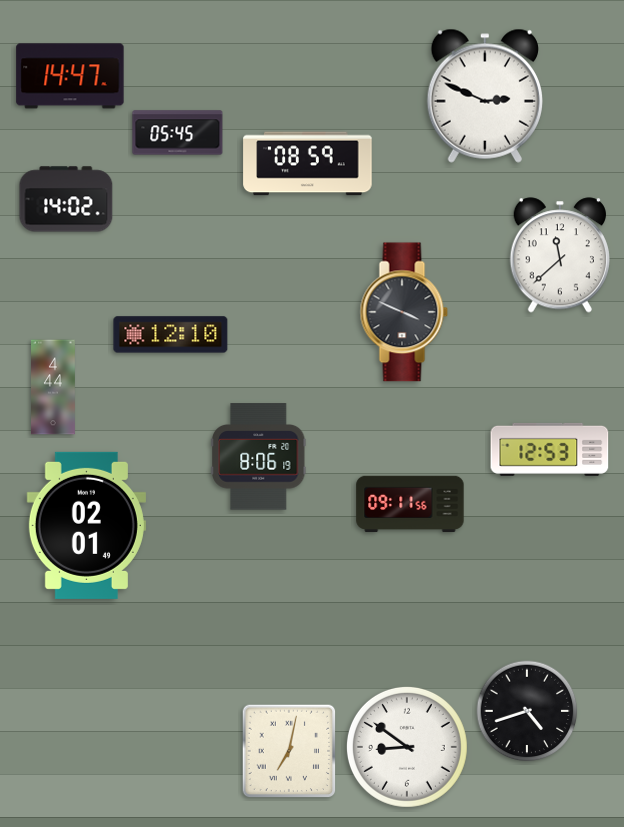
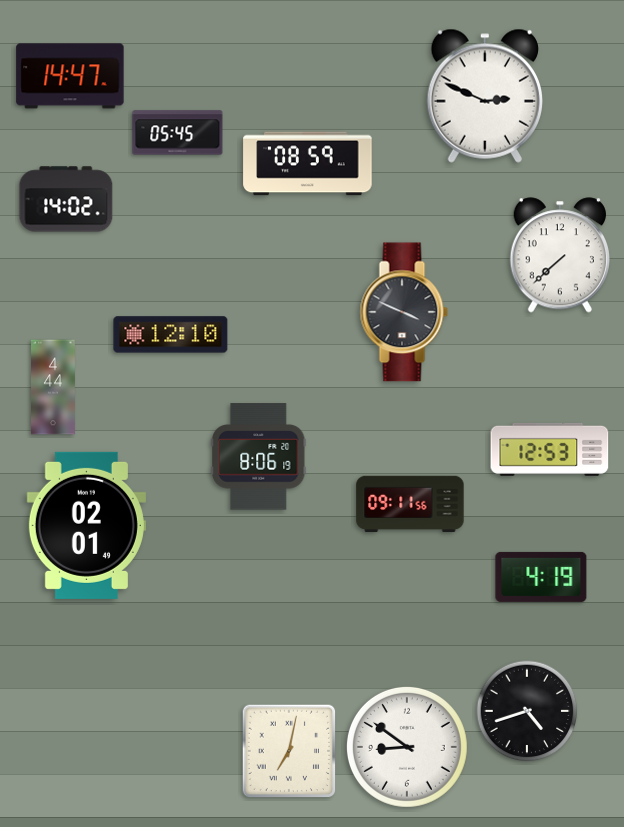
clock at (560, 255): 11:38 -> 7:38
clock at (541, 577): none -> 4:19
